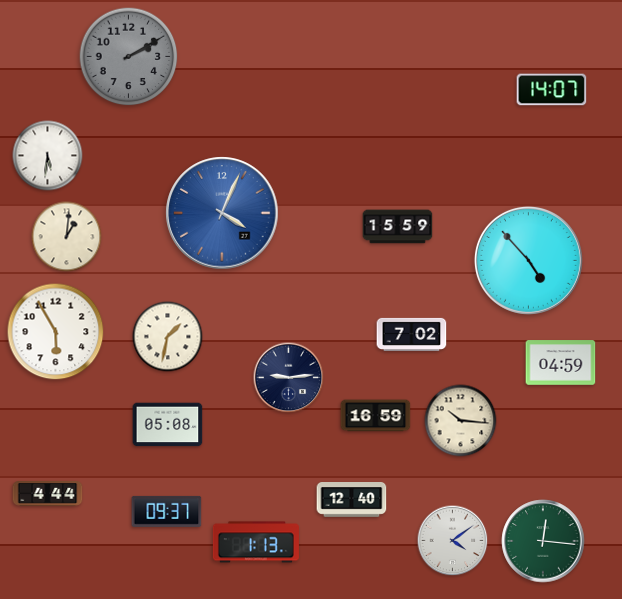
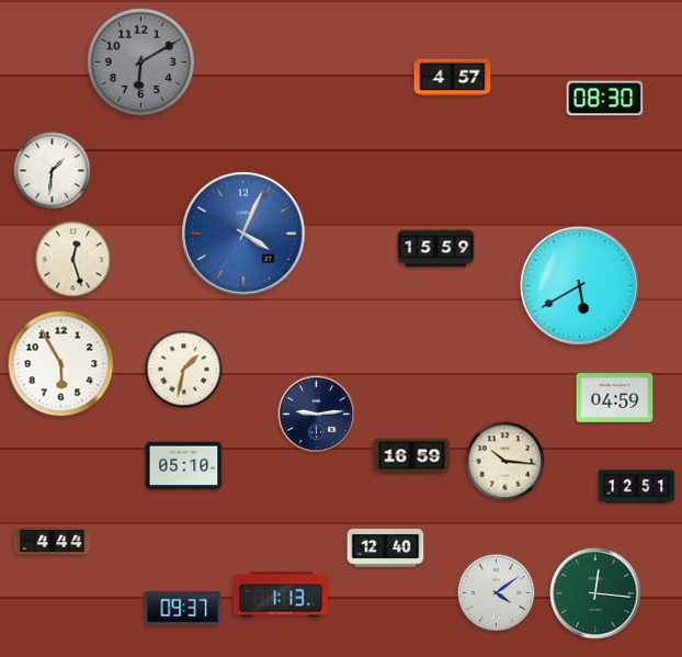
clock at (129, 57): 2:10 -> 6:10
clock at (453, 78): none -> 4:57
clock at (552, 90): 14:07 -> 08:30
clock at (48, 156): 5:31 -> 1:31
clock at (67, 237): 1:01 -> 12:27
clock at (528, 260): 4:53 -> 5:40
clock at (412, 334): 7:02 -> none
clock at (168, 425): 05:08 -> 05:10
clock at (637, 487): none -> 12:51
clock at (167, 511) position: (167, 511) -> (183, 608)
